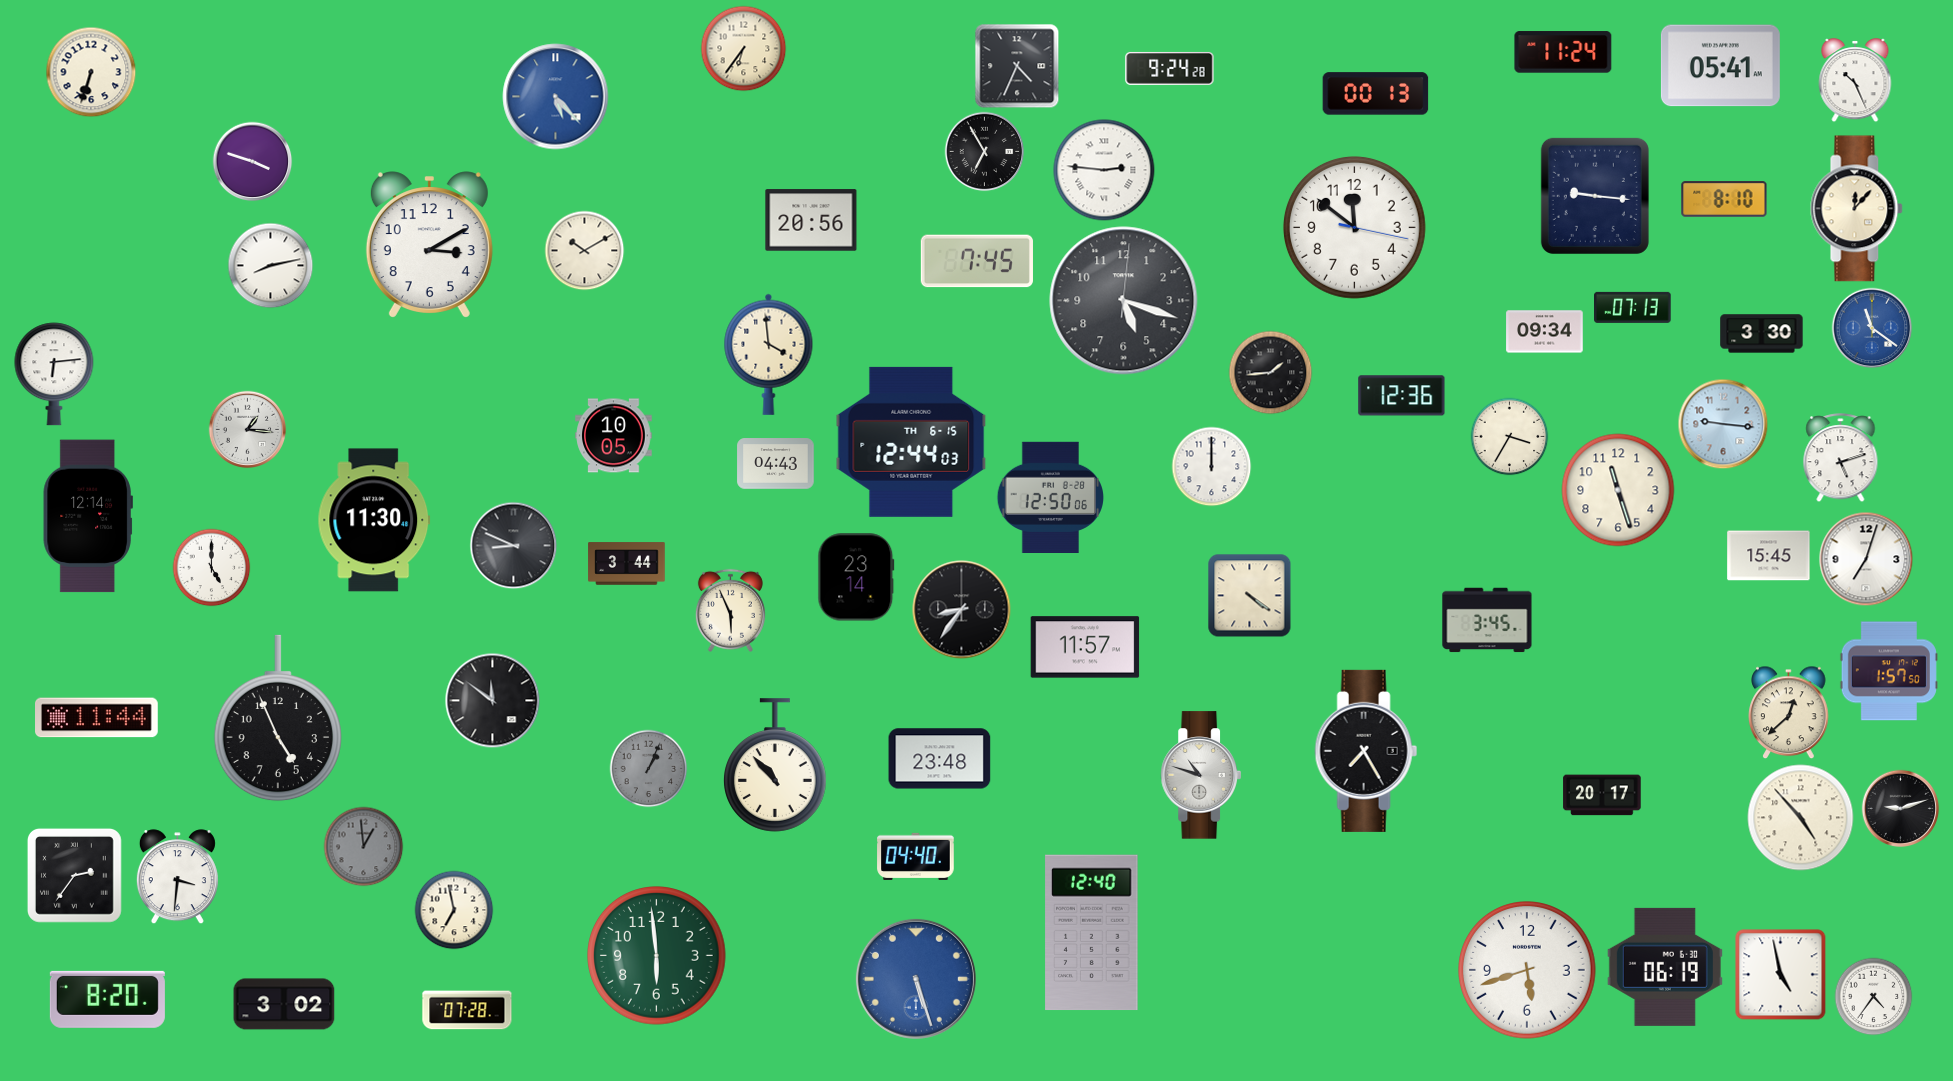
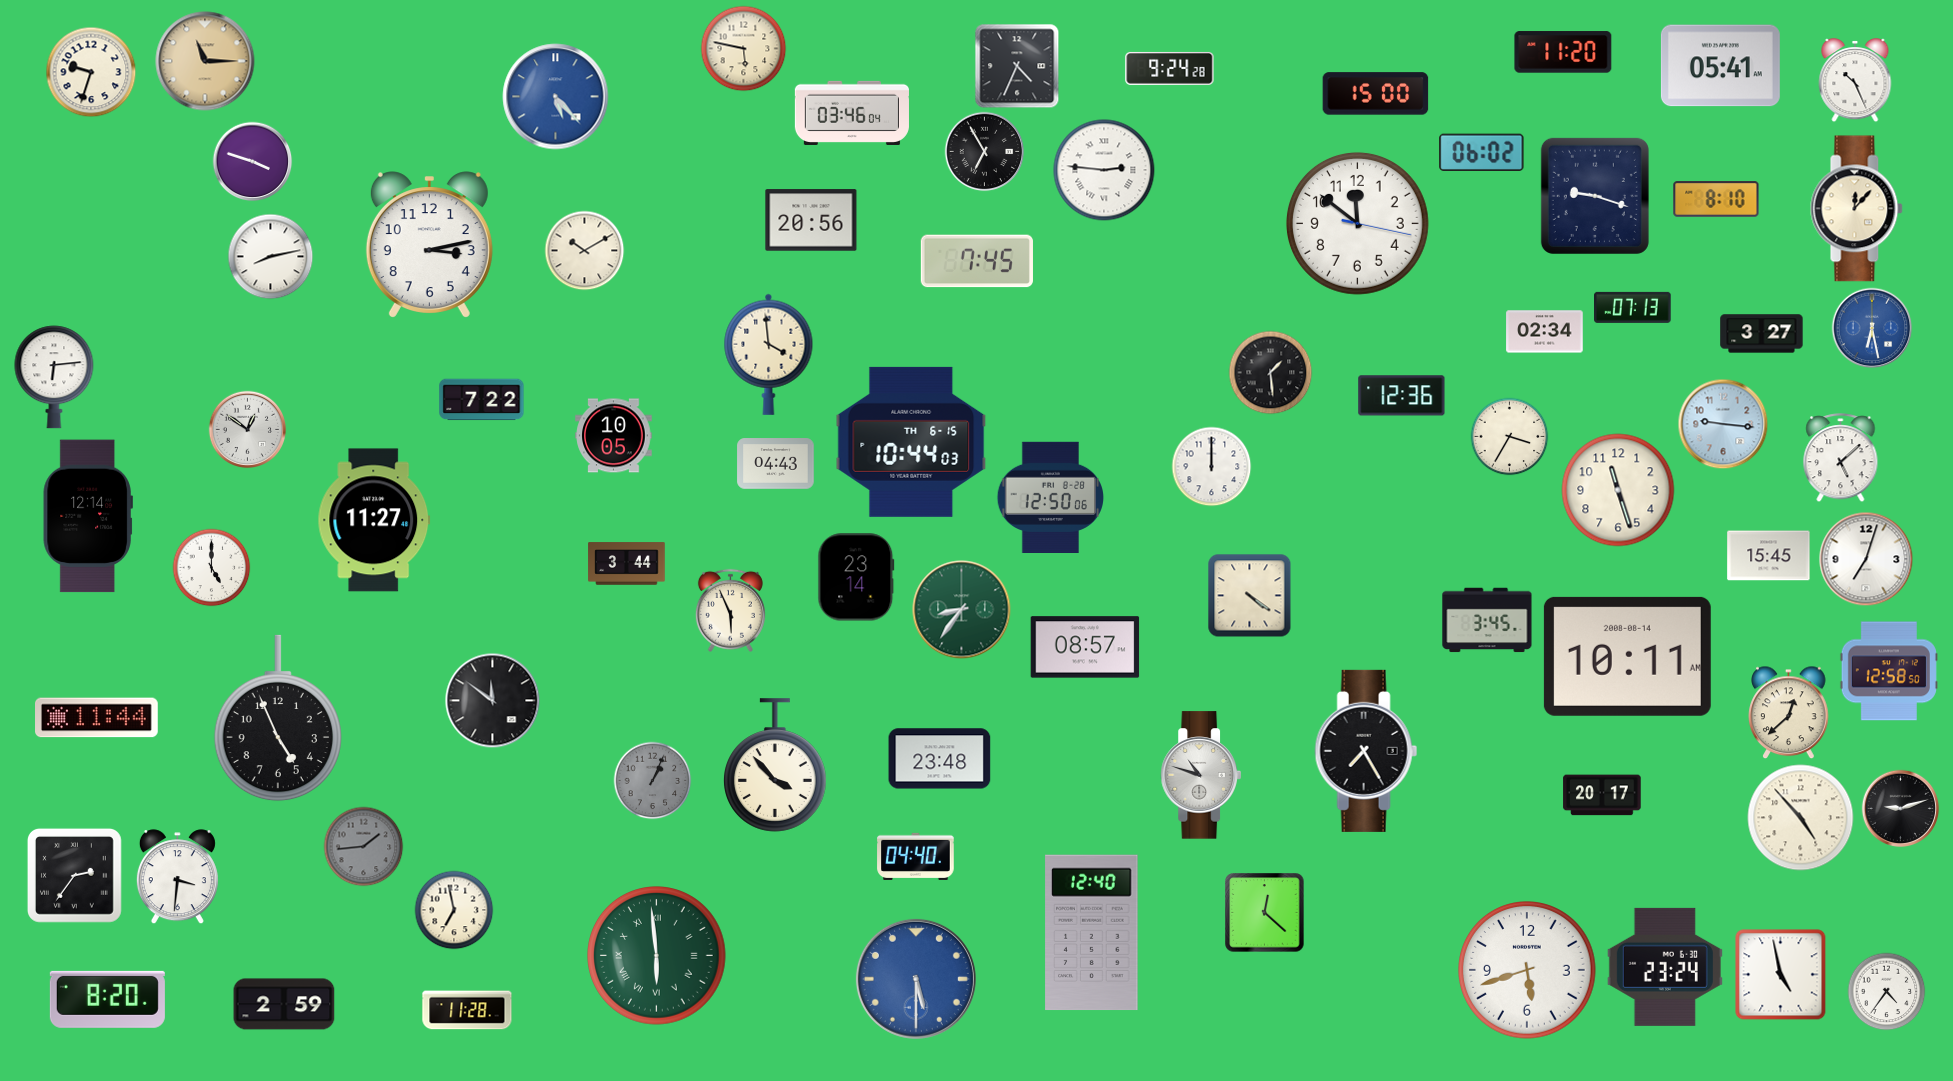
clock at (743, 48): 6:36 -> 5:47
clock at (1563, 52): 11:24 -> 11:20
clock at (205, 61): none -> 11:15
clock at (91, 72): 6:33 -> 9:33
clock at (1376, 94): 00:13 -> 15:00
clock at (852, 113): none -> 03:46
clock at (1482, 153): none -> 06:02
clock at (1595, 196): 9:16 -> 9:18
clock at (1724, 199) position: (1724, 199) -> (1716, 199)
clock at (1354, 227) position: (1354, 227) -> (1357, 223)
clock at (429, 245): 3:10 -> 3:13
clock at (270, 265) position: (270, 265) -> (270, 256)
clock at (1124, 301): 5:18 -> none
clock at (1872, 328): 11:21 -> 6:28
clock at (1545, 332): 09:34 -> 02:34
clock at (1762, 334): 3:30 -> 3:27
clock at (1270, 372): 1:44 -> 1:29
clock at (54, 374) position: (54, 374) -> (54, 377)
clock at (482, 400): none -> 7:22
clock at (247, 429): 1:16 -> 12:51
clock at (911, 442): 12:44 -> 10:44
clock at (1841, 458): 5:12 -> 5:08
clock at (374, 520): 11:30 -> 11:27
clock at (513, 545): 8:49 -> none
clock at (962, 610) dial: black -> green
clock at (1085, 647): 11:57 -> 08:57
clock at (1627, 656): none -> 10:11
clock at (1889, 671): 1:57 -> 12:58
clock at (776, 765): 10:53 -> 3:53
clock at (648, 768) position: (648, 768) -> (652, 780)
clock at (363, 846): 12:59 -> 1:44
clock at (1265, 913): none -> 12:22
clock at (657, 956) numerals: Arabic -> Roman
clock at (1665, 967): 06:19 -> 23:24
clock at (916, 979): 5:27 -> 5:30
clock at (1873, 996) position: (1873, 996) -> (1886, 991)
clock at (284, 1004): 3:02 -> 2:59
clock at (467, 1010): 07:28 -> 11:28
